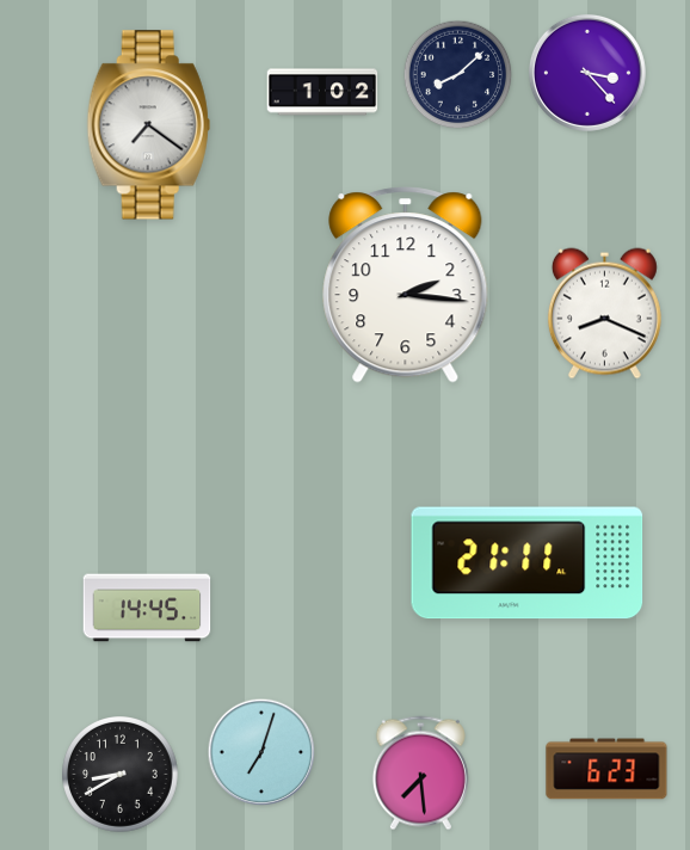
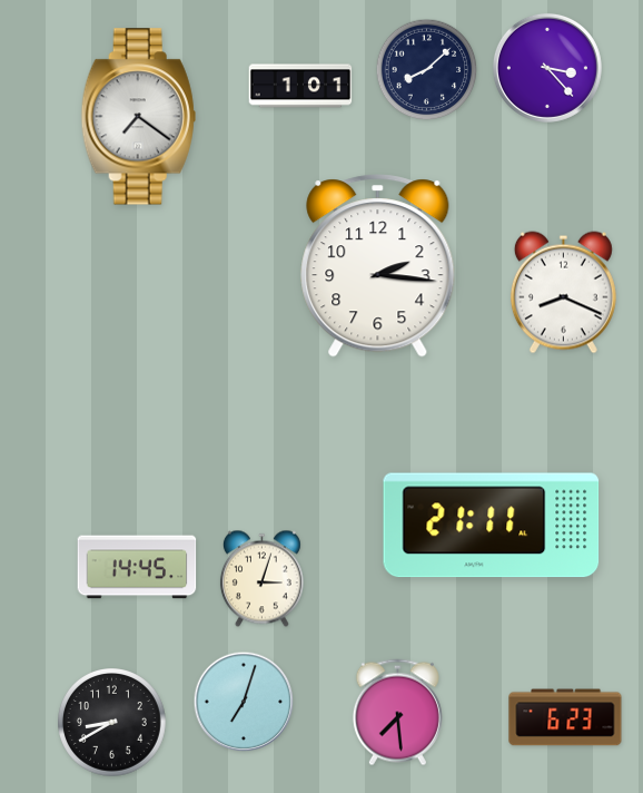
clock at (322, 92): 1:02 -> 1:01
clock at (261, 579): none -> 3:03
clock at (420, 774) position: (420, 774) -> (397, 713)
